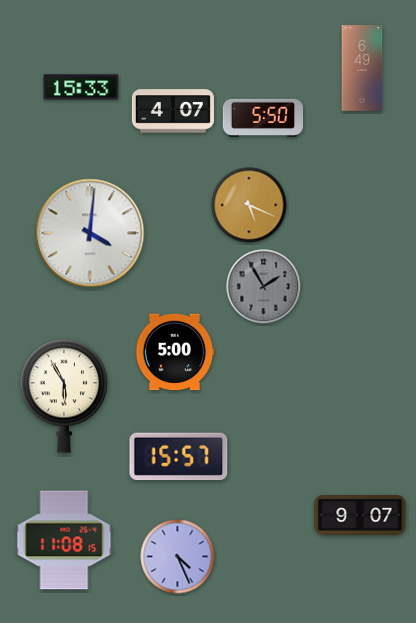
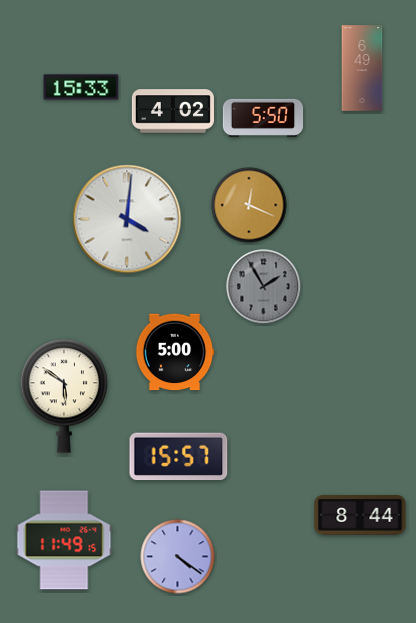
clock at (173, 111): 4:07 -> 4:02
clock at (249, 205): 5:19 -> 12:19
clock at (90, 233) position: (90, 233) -> (127, 219)
clock at (64, 396): 5:55 -> 5:51
clock at (360, 516): 9:07 -> 8:44
clock at (64, 540): 11:08 -> 11:49
clock at (178, 557): 4:26 -> 4:21
